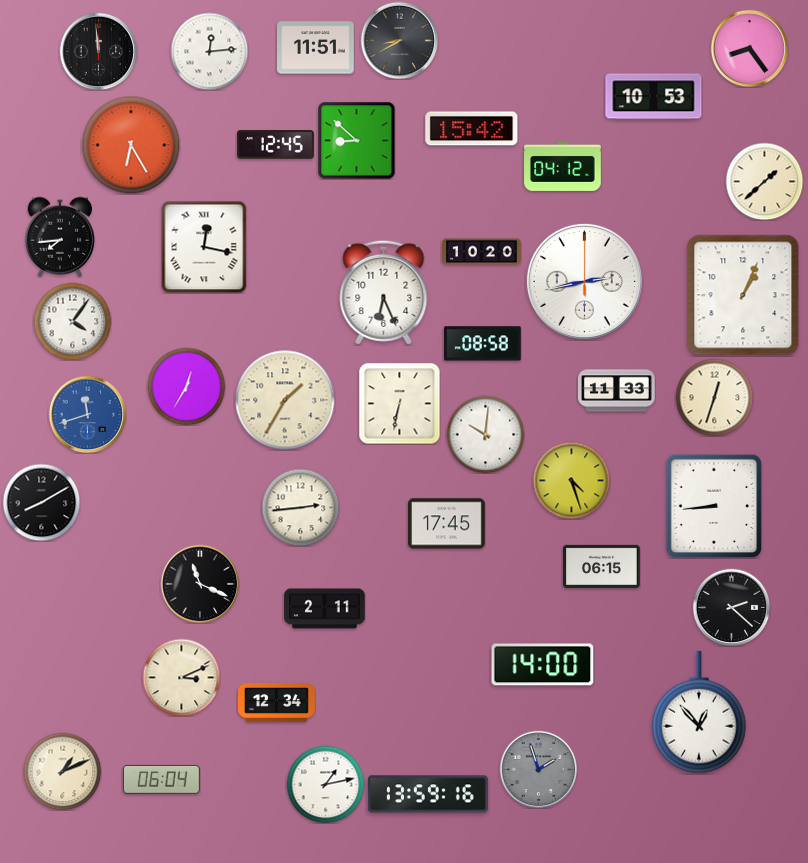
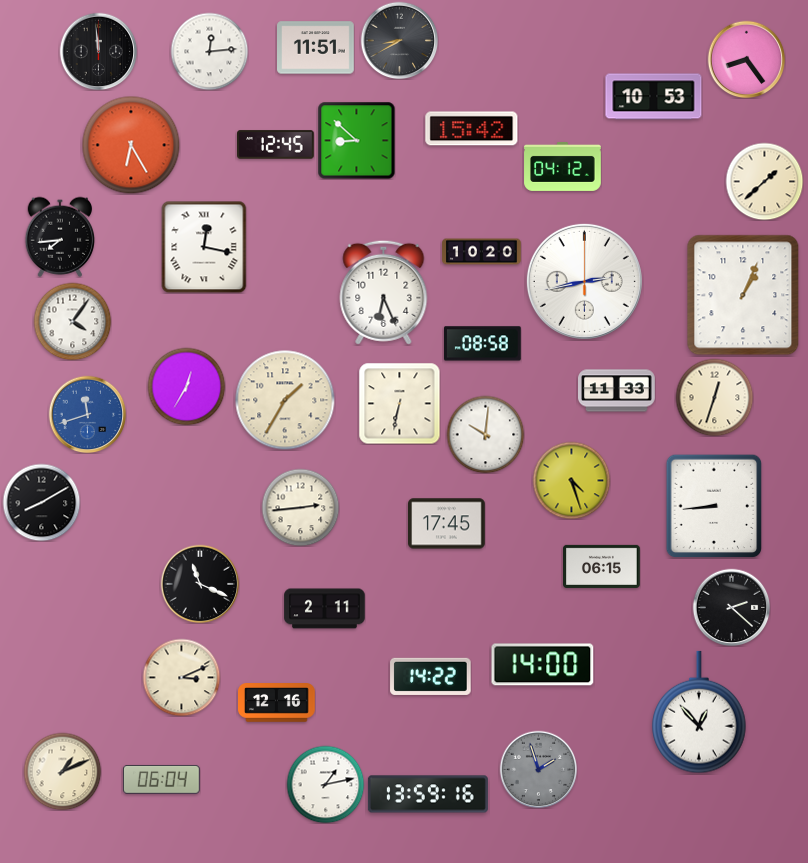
clock at (749, 48) position: (749, 48) -> (746, 59)
clock at (431, 676): none -> 14:22
clock at (277, 703): 12:34 -> 12:16
